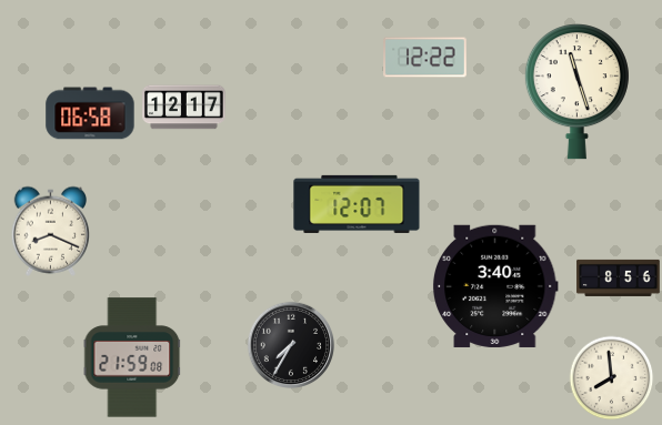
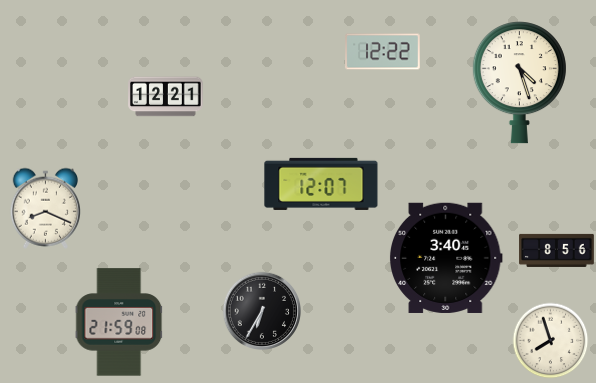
clock at (576, 92): 11:27 -> 4:27
clock at (184, 108): 12:17 -> 12:21
clock at (90, 113): 06:58 -> none
clock at (290, 344): 7:35 -> 6:35
clock at (612, 378): 7:59 -> 7:57
